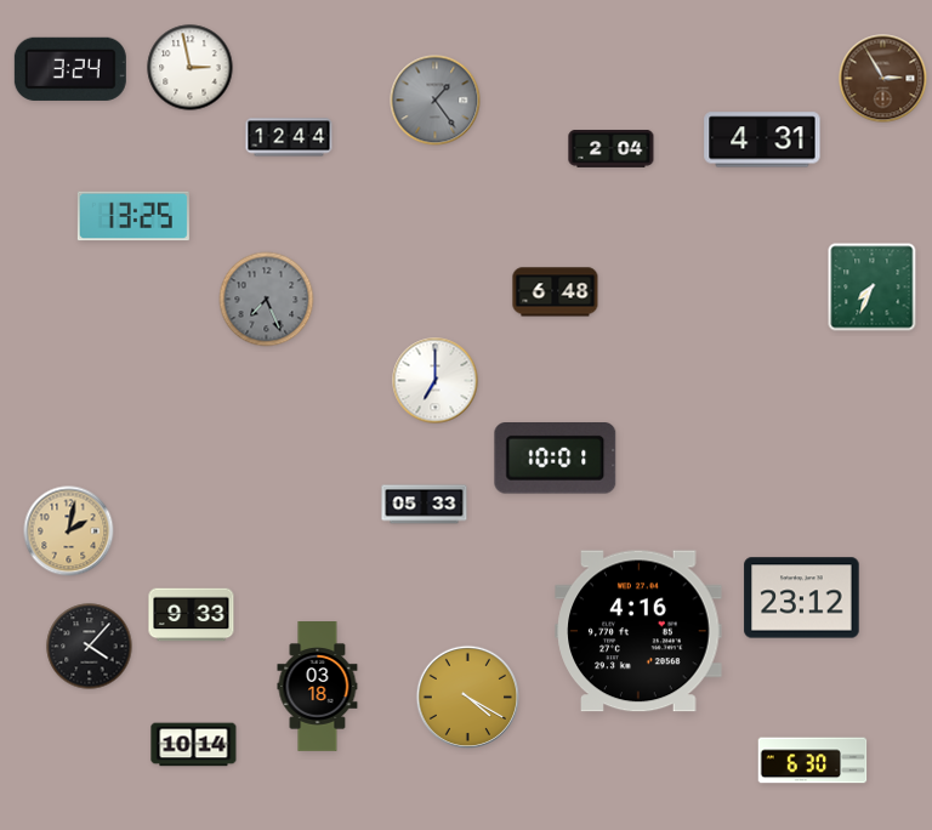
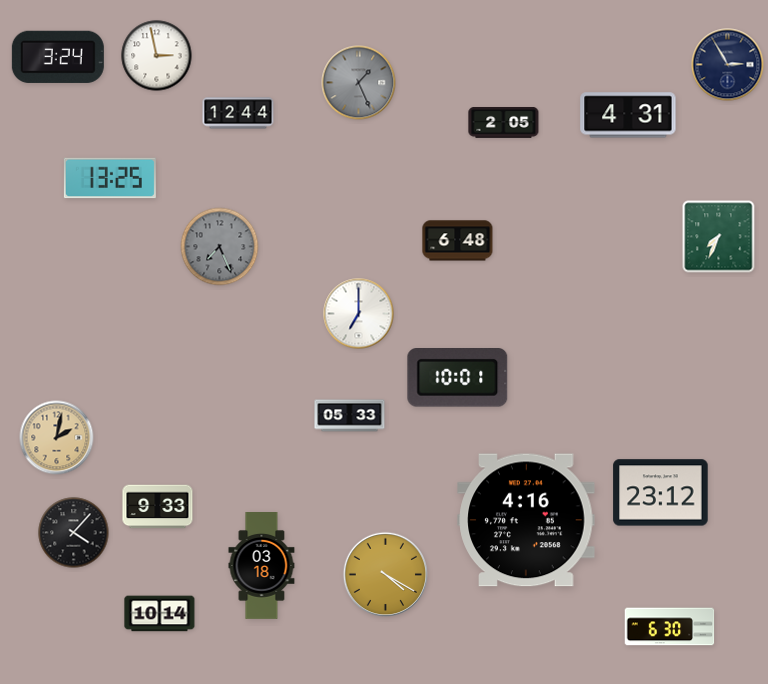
clock at (883, 79) dial: brown -> navy
clock at (436, 101): 1:24 -> 1:26
clock at (612, 149): 2:04 -> 2:05
